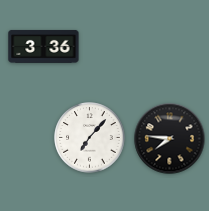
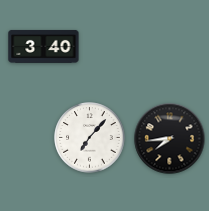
clock at (44, 46): 3:36 -> 3:40
clock at (170, 139): 7:46 -> 7:44
